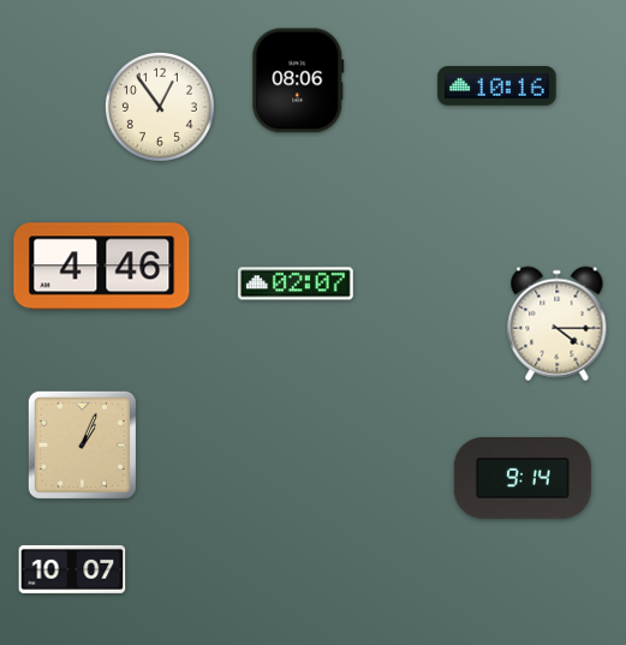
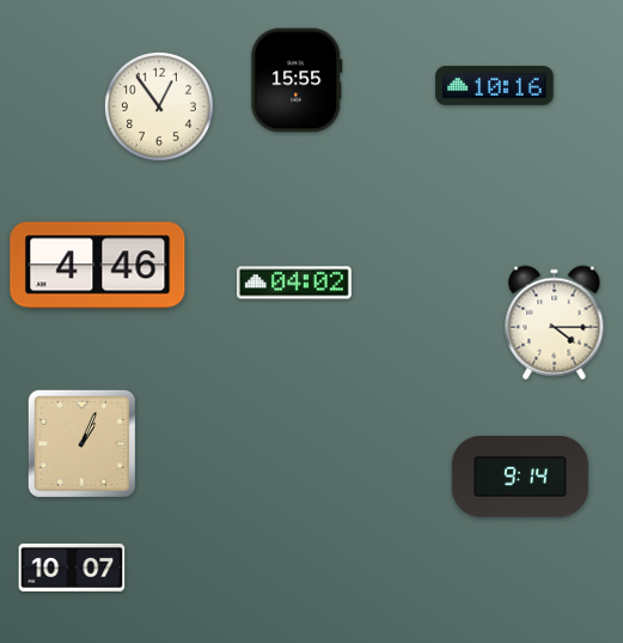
clock at (298, 80): 08:06 -> 15:55
clock at (102, 267) position: (102, 267) -> (98, 266)
clock at (296, 283): 02:07 -> 04:02
